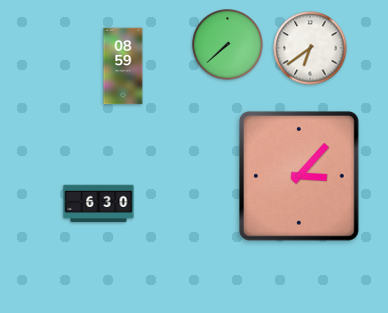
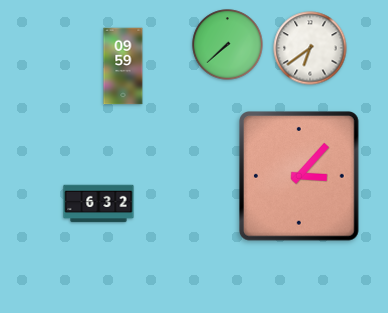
clock at (123, 66): 08:59 -> 09:59
clock at (99, 204): 6:30 -> 6:32
